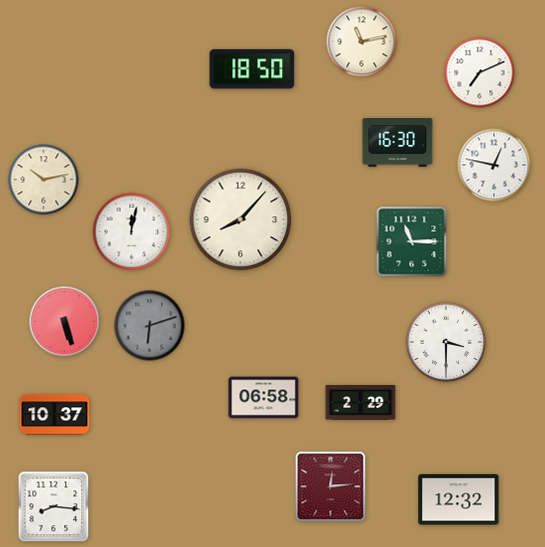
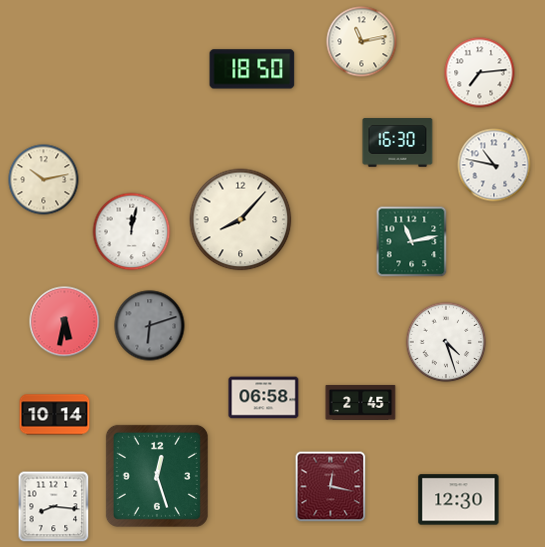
clock at (480, 73): 7:11 -> 7:14
clock at (494, 165): 12:47 -> 10:47
clock at (412, 242): 11:15 -> 11:13
clock at (65, 322): 5:27 -> 5:32
clock at (446, 342): 3:30 -> 4:27
clock at (361, 402): 2:29 -> 2:45
clock at (55, 415): 10:37 -> 10:14
clock at (157, 476): none -> 12:27
clock at (331, 487): 12:14 -> 12:17
clock at (459, 500): 12:32 -> 12:30
